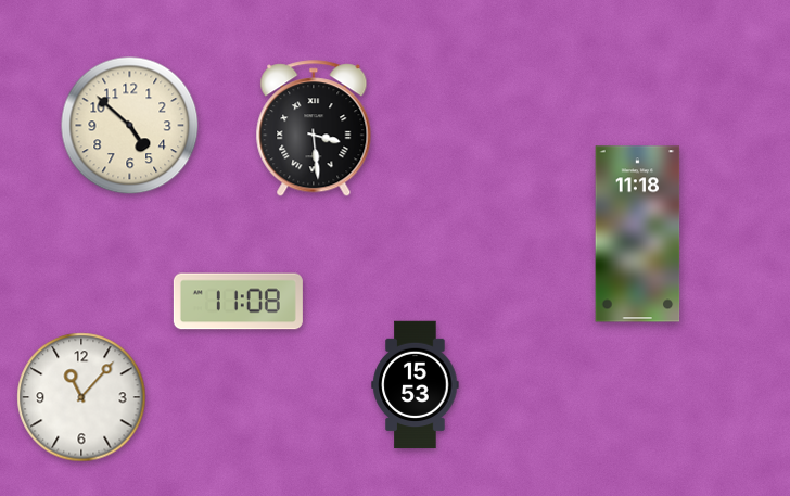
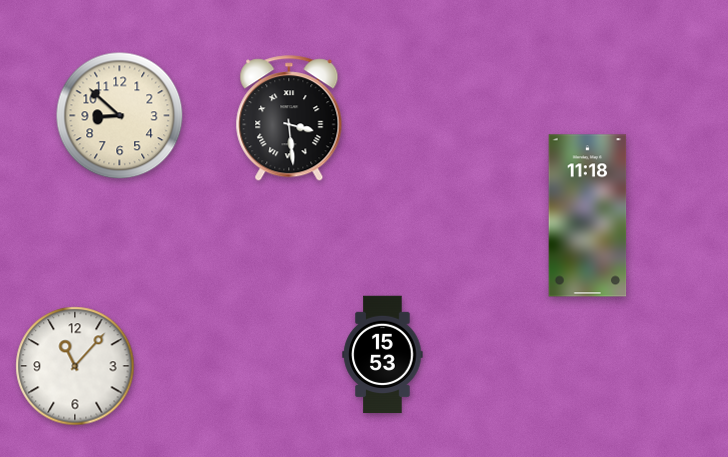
clock at (130, 126): 4:52 -> 8:52
clock at (238, 302): 11:08 -> none
